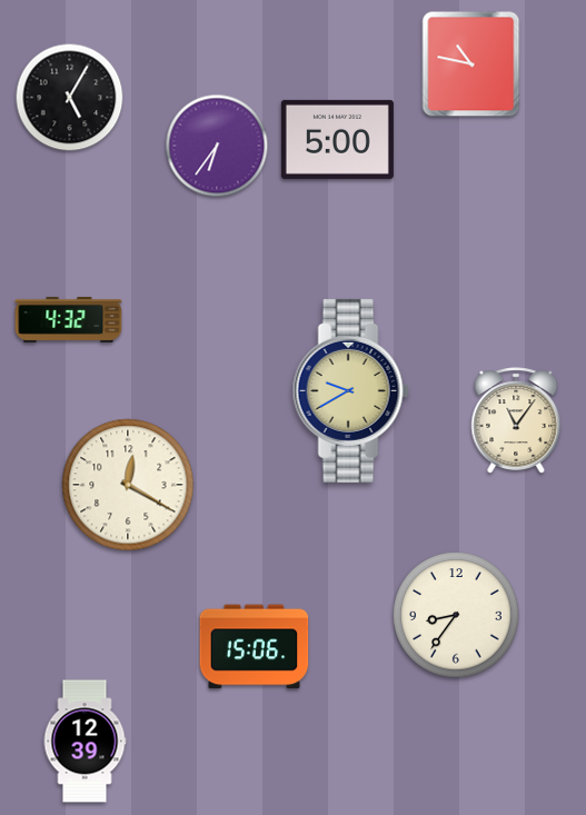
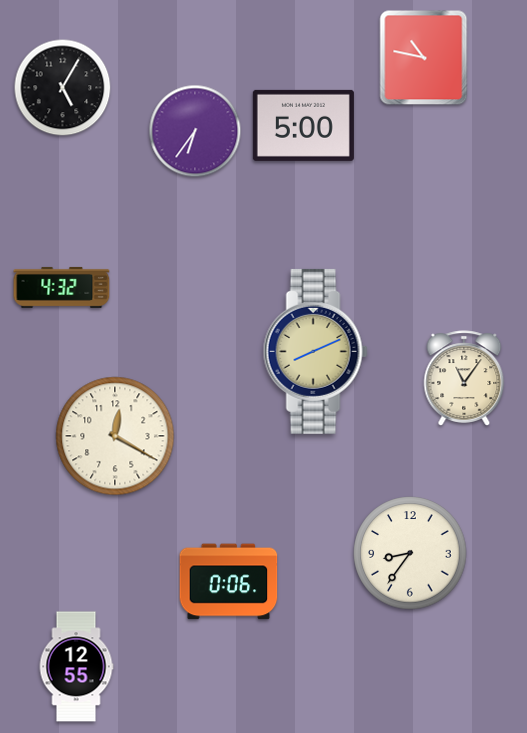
clock at (350, 390): 9:40 -> 8:11
clock at (255, 647): 15:06 -> 0:06
clock at (85, 742): 12:39 -> 12:55
